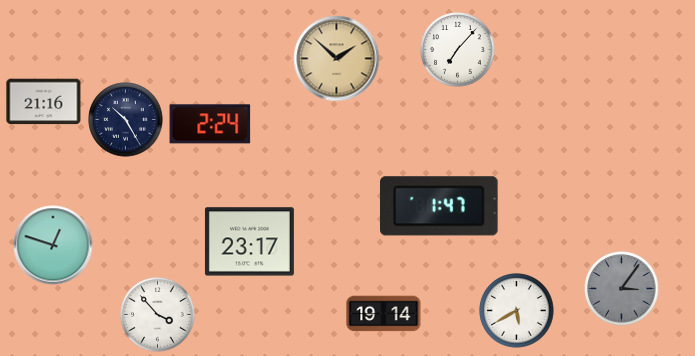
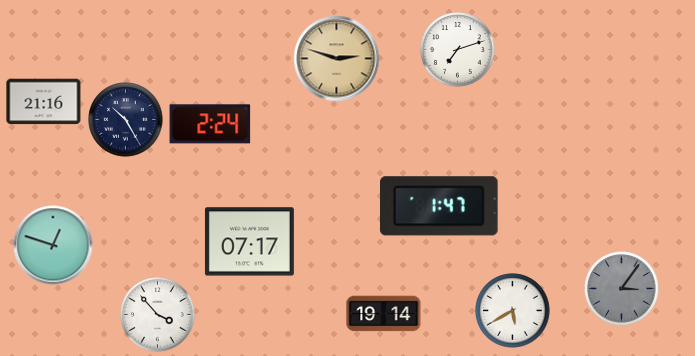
clock at (458, 50): 7:07 -> 7:12
clock at (337, 59): 1:52 -> 2:48
clock at (249, 242): 23:17 -> 07:17
clock at (517, 311) position: (517, 311) -> (513, 311)
